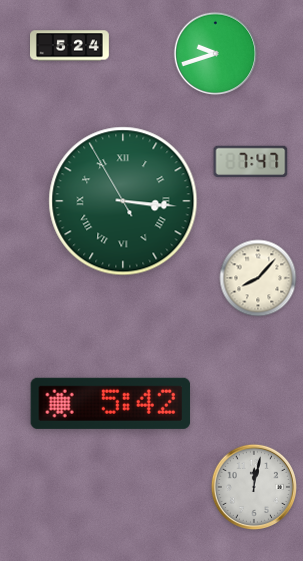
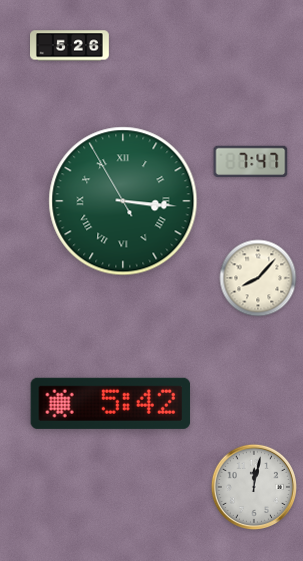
clock at (70, 46): 5:24 -> 5:26
clock at (216, 54): 9:42 -> none
